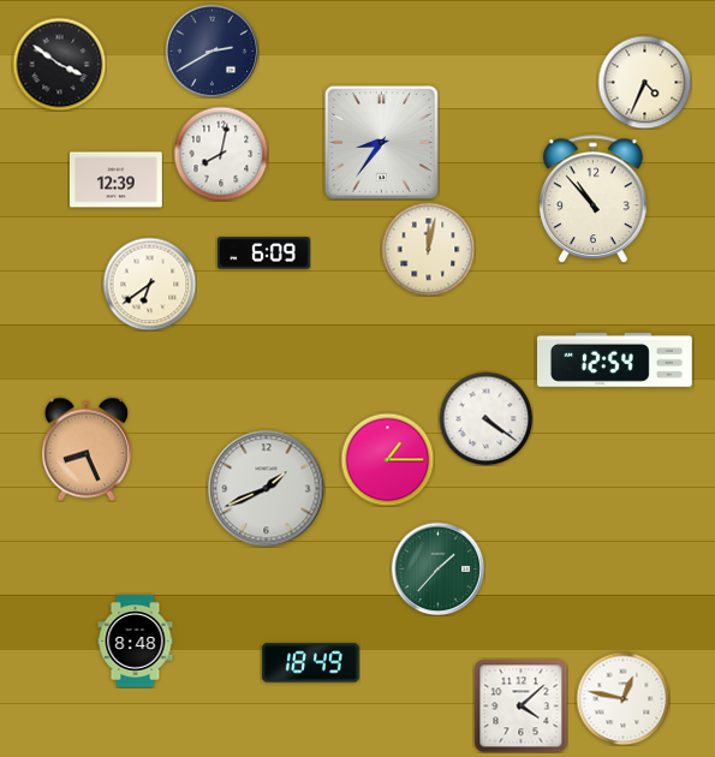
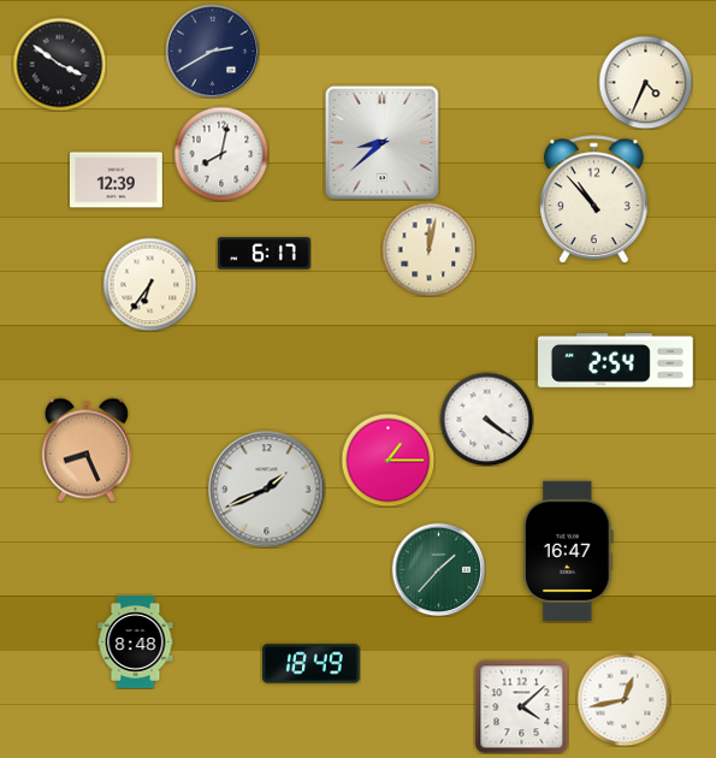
clock at (381, 142): 8:36 -> 8:38
clock at (263, 254): 6:09 -> 6:17
clock at (149, 284): 6:39 -> 6:36
clock at (615, 359): 12:54 -> 2:54
clock at (569, 551): none -> 16:47
clock at (622, 698): 12:47 -> 12:43
